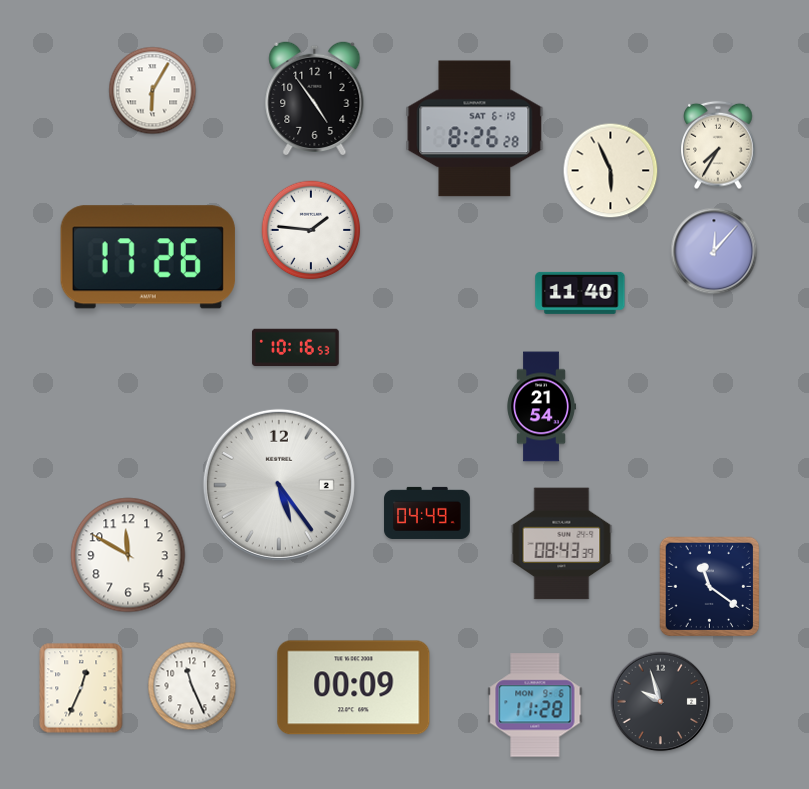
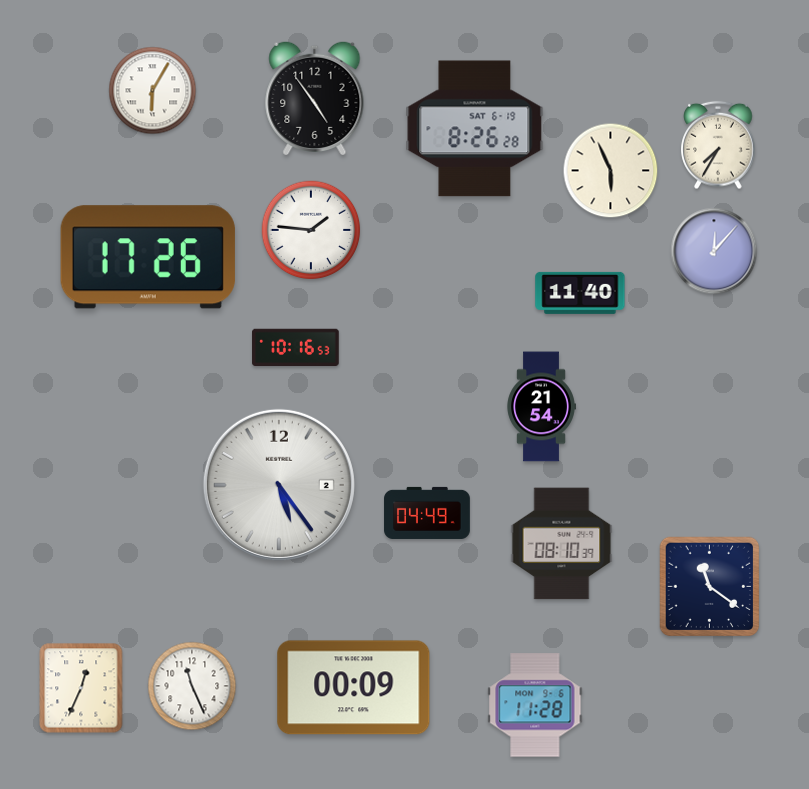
clock at (562, 544): 08:43 -> 08:10
clock at (128, 555): 11:50 -> none
clock at (661, 702): 9:57 -> none
